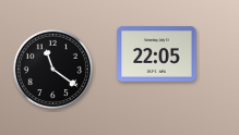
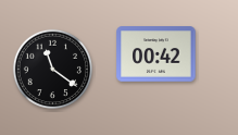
clock at (157, 54): 22:05 -> 00:42
